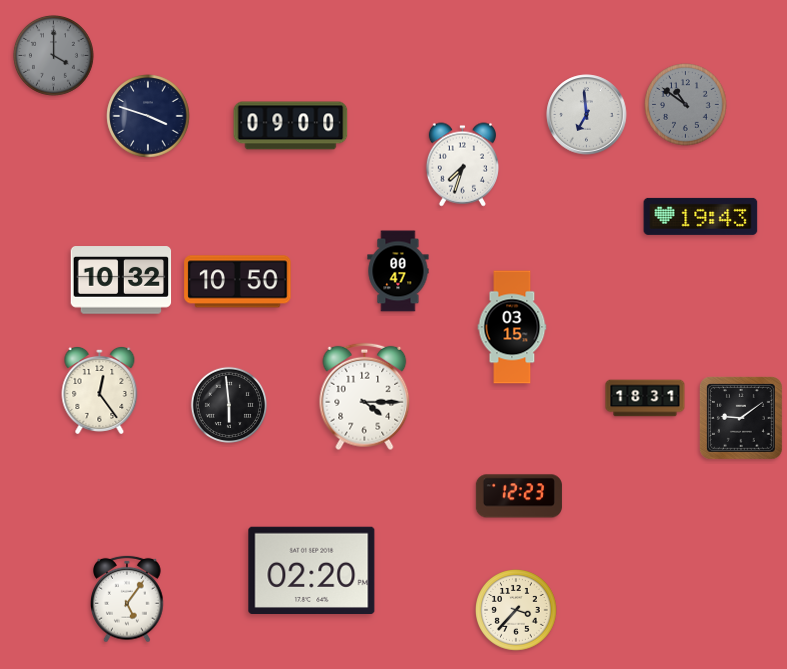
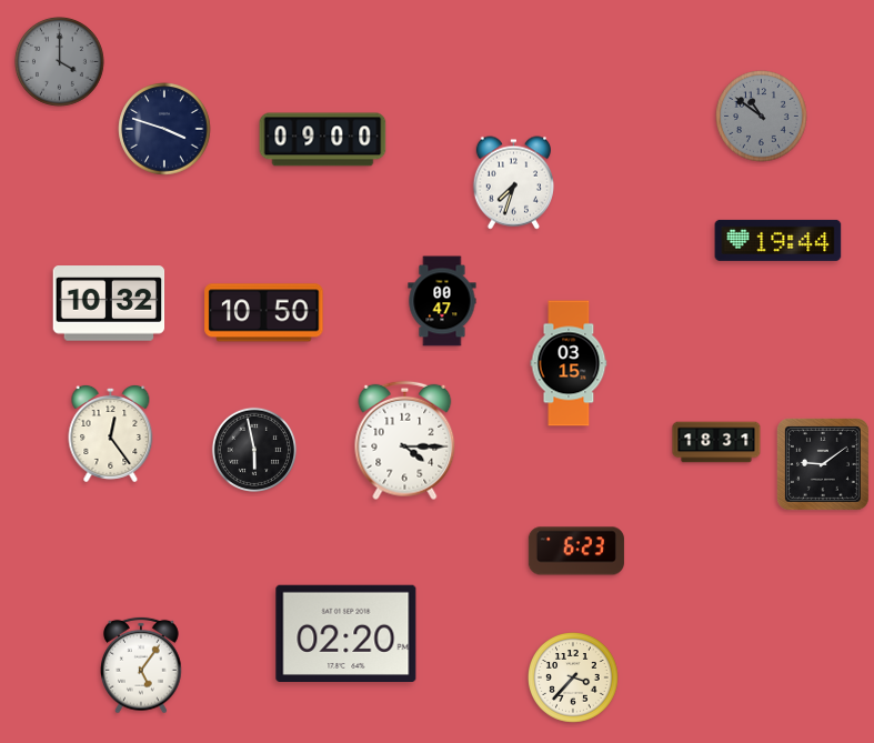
clock at (587, 115): 6:59 -> none
clock at (701, 216): 19:43 -> 19:44
clock at (121, 280) position: (121, 280) -> (109, 303)
clock at (228, 404): 5:59 -> 5:58
clock at (519, 496): 12:23 -> 6:23
